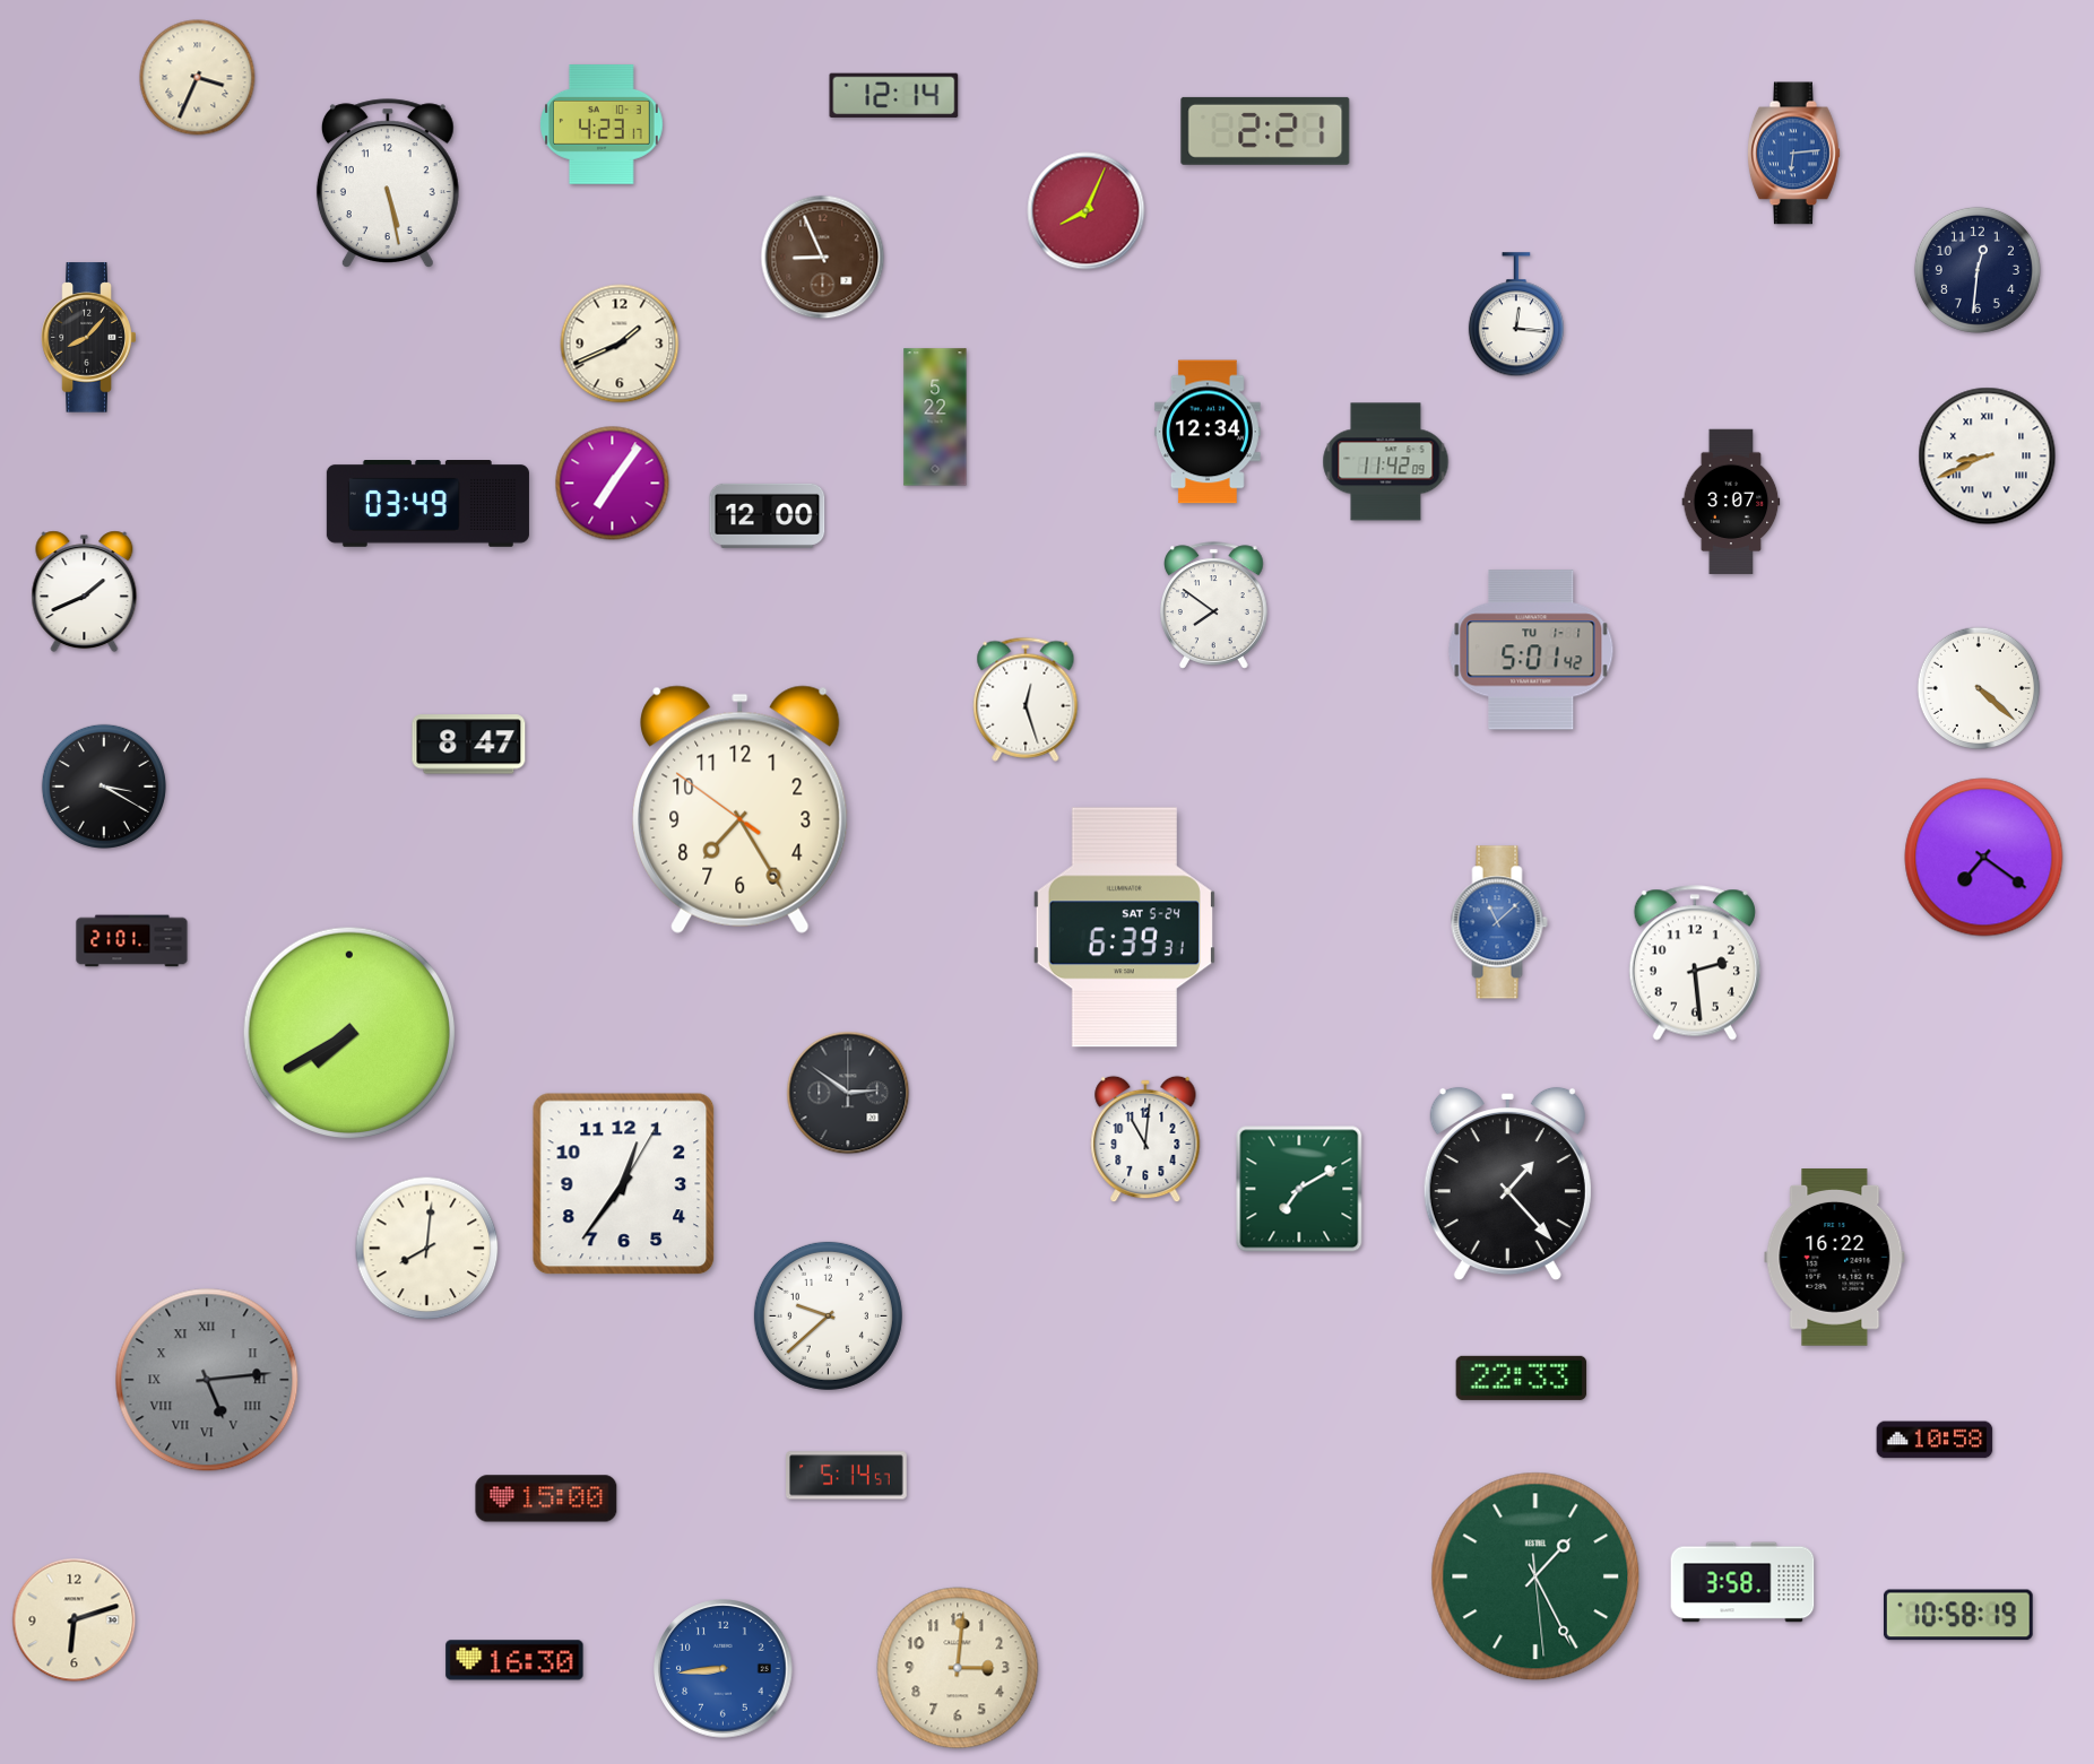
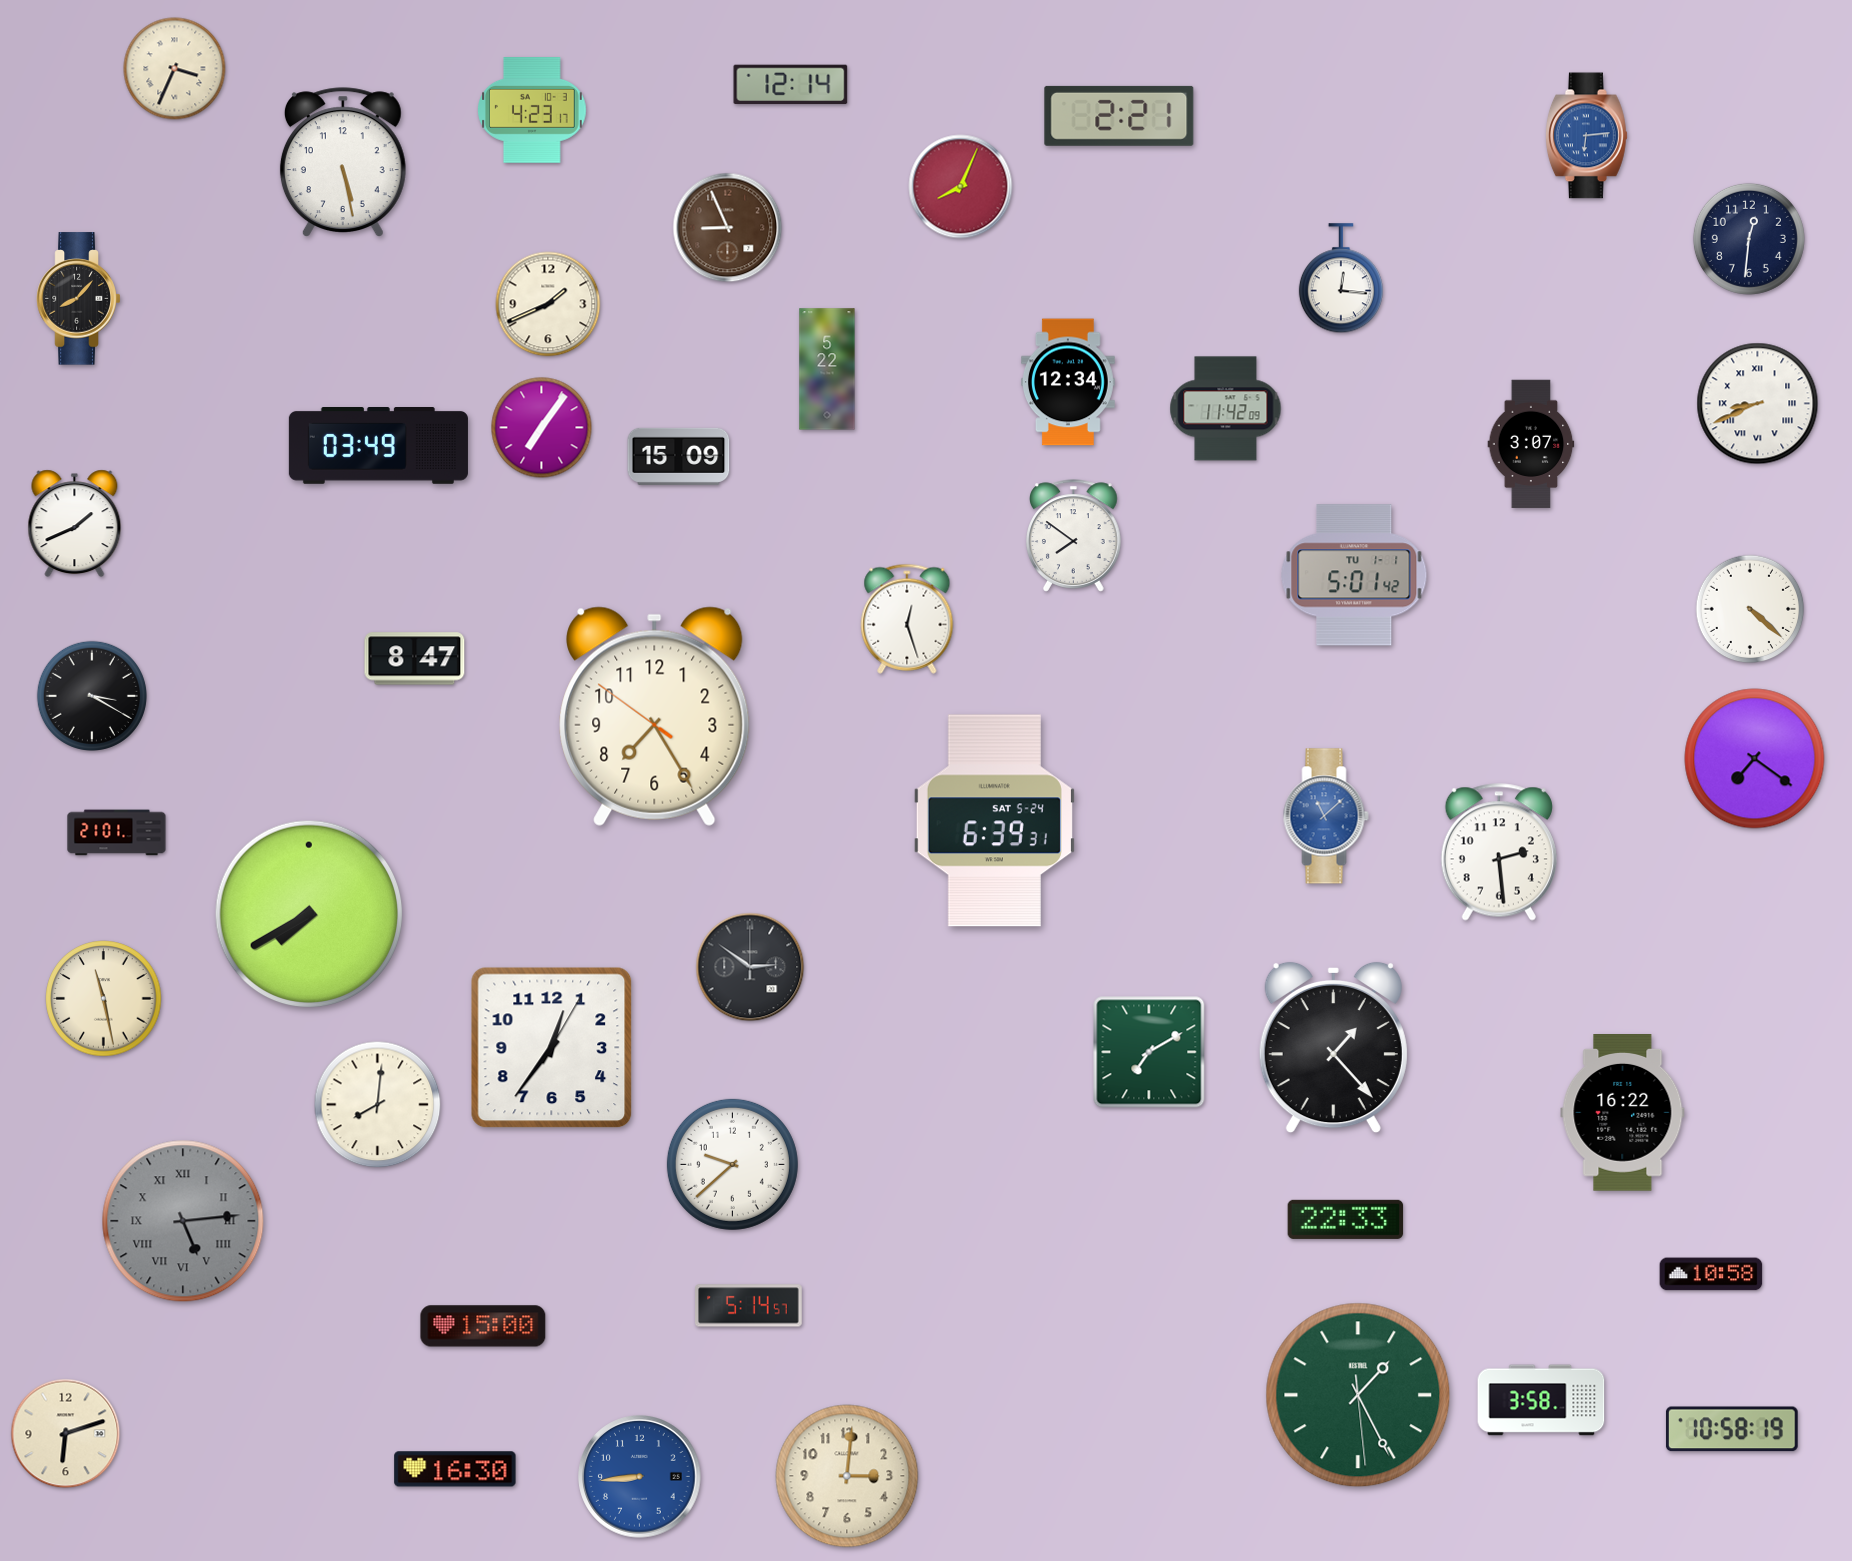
clock at (768, 515): 12:00 -> 15:09
clock at (104, 999): none -> 11:28
clock at (1145, 1139): 11:01 -> none
